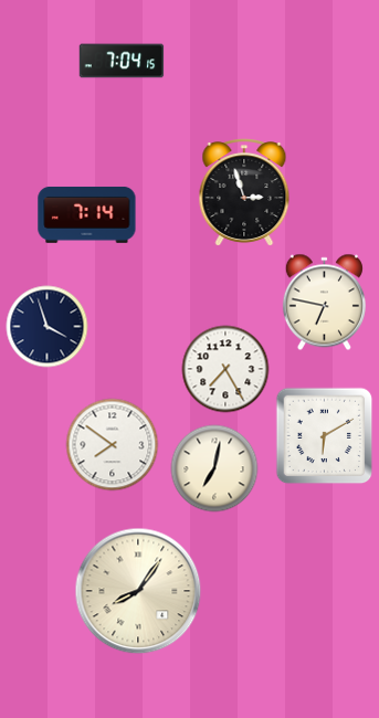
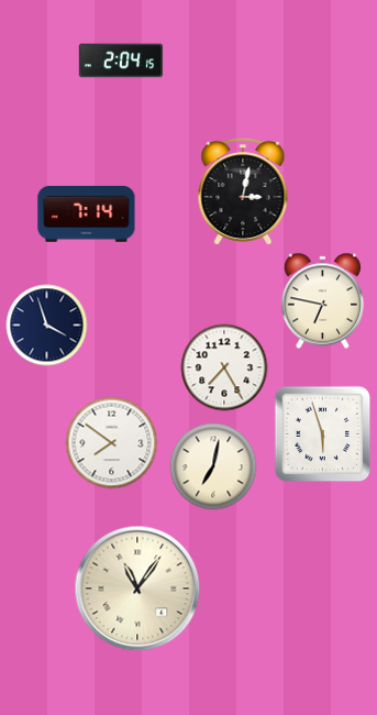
clock at (122, 61): 7:04 -> 2:04
clock at (244, 193): 2:57 -> 3:02
clock at (325, 436): 6:10 -> 5:57
clock at (138, 591): 8:06 -> 11:06
